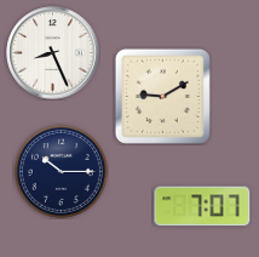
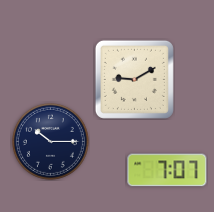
clock at (53, 53): 8:26 -> none
